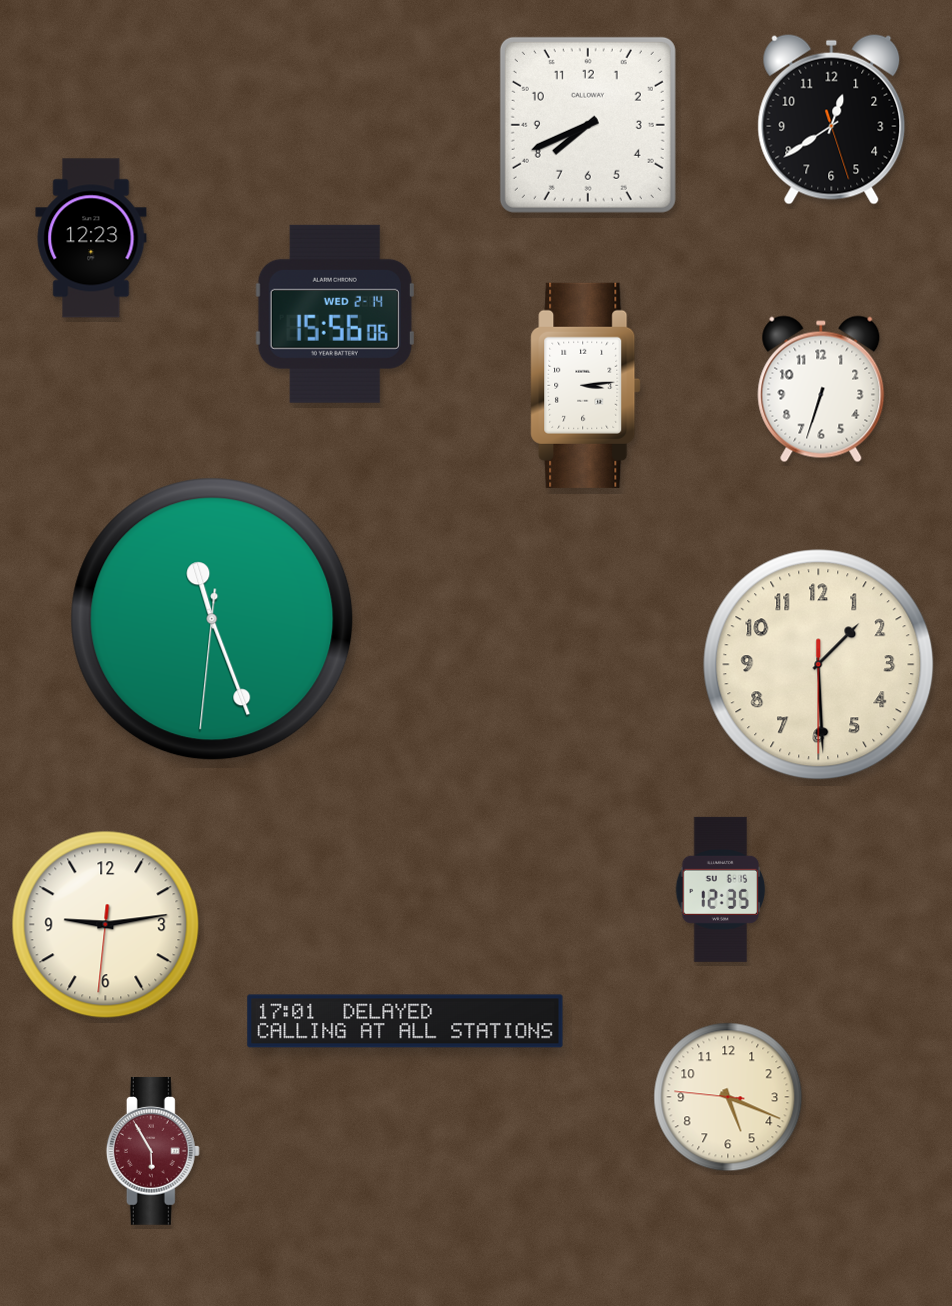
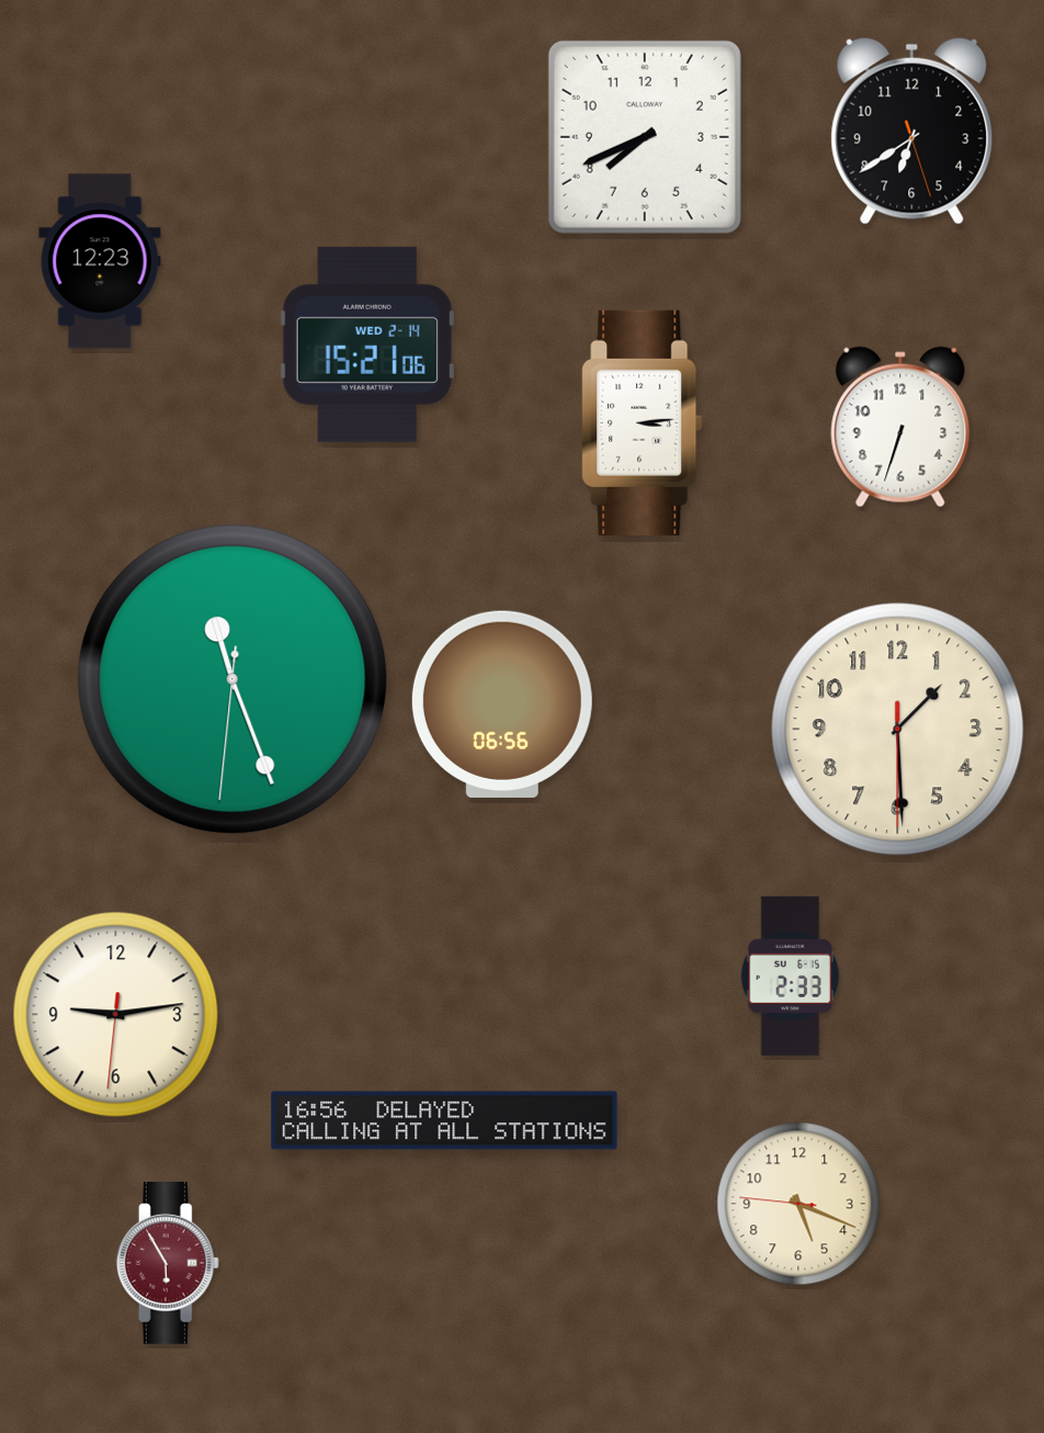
clock at (832, 119): 12:39 -> 6:39
clock at (335, 314): 15:56 -> 15:21
clock at (502, 704): none -> 06:56
clock at (721, 889): 12:35 -> 2:33
clock at (405, 1021): 17:01 -> 16:56
